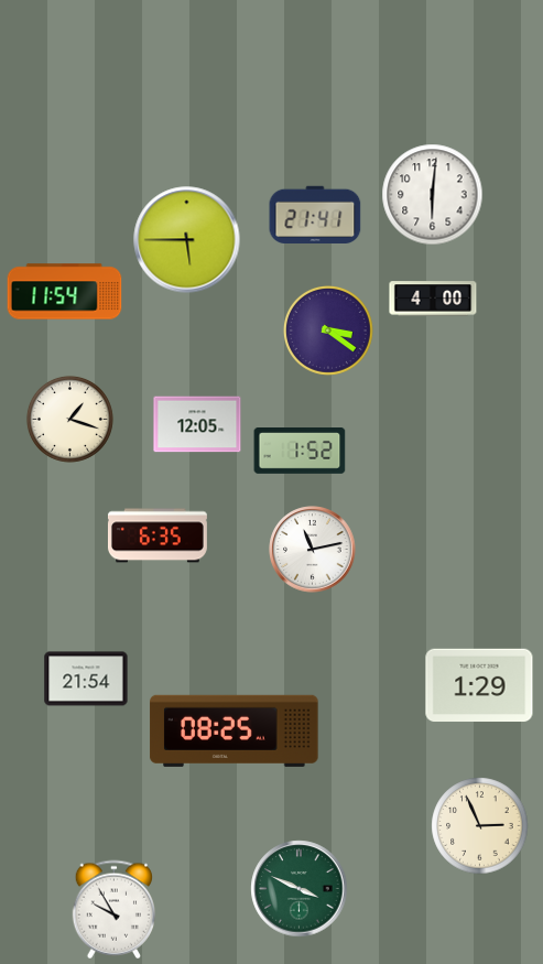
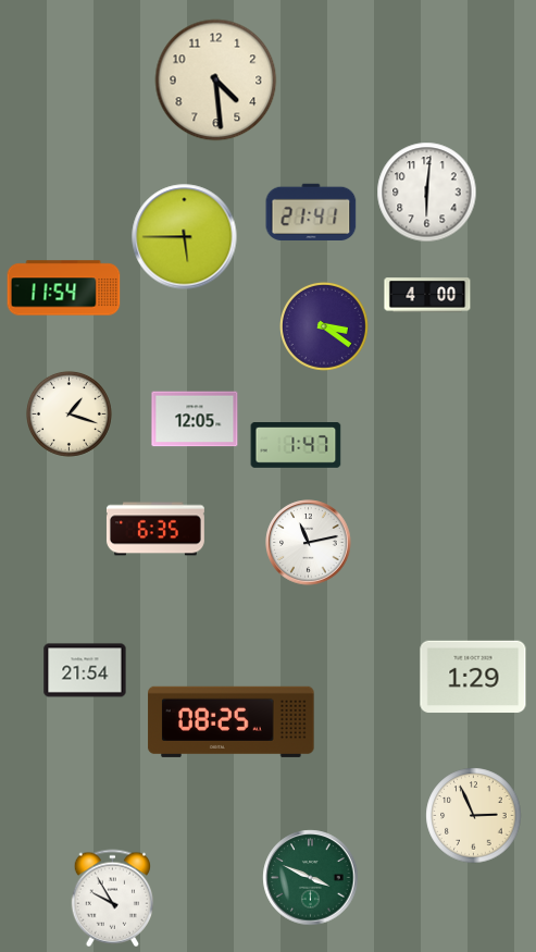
clock at (216, 81): none -> 4:29
clock at (300, 452): 1:52 -> 1:47
clock at (300, 889) position: (300, 889) -> (311, 878)
